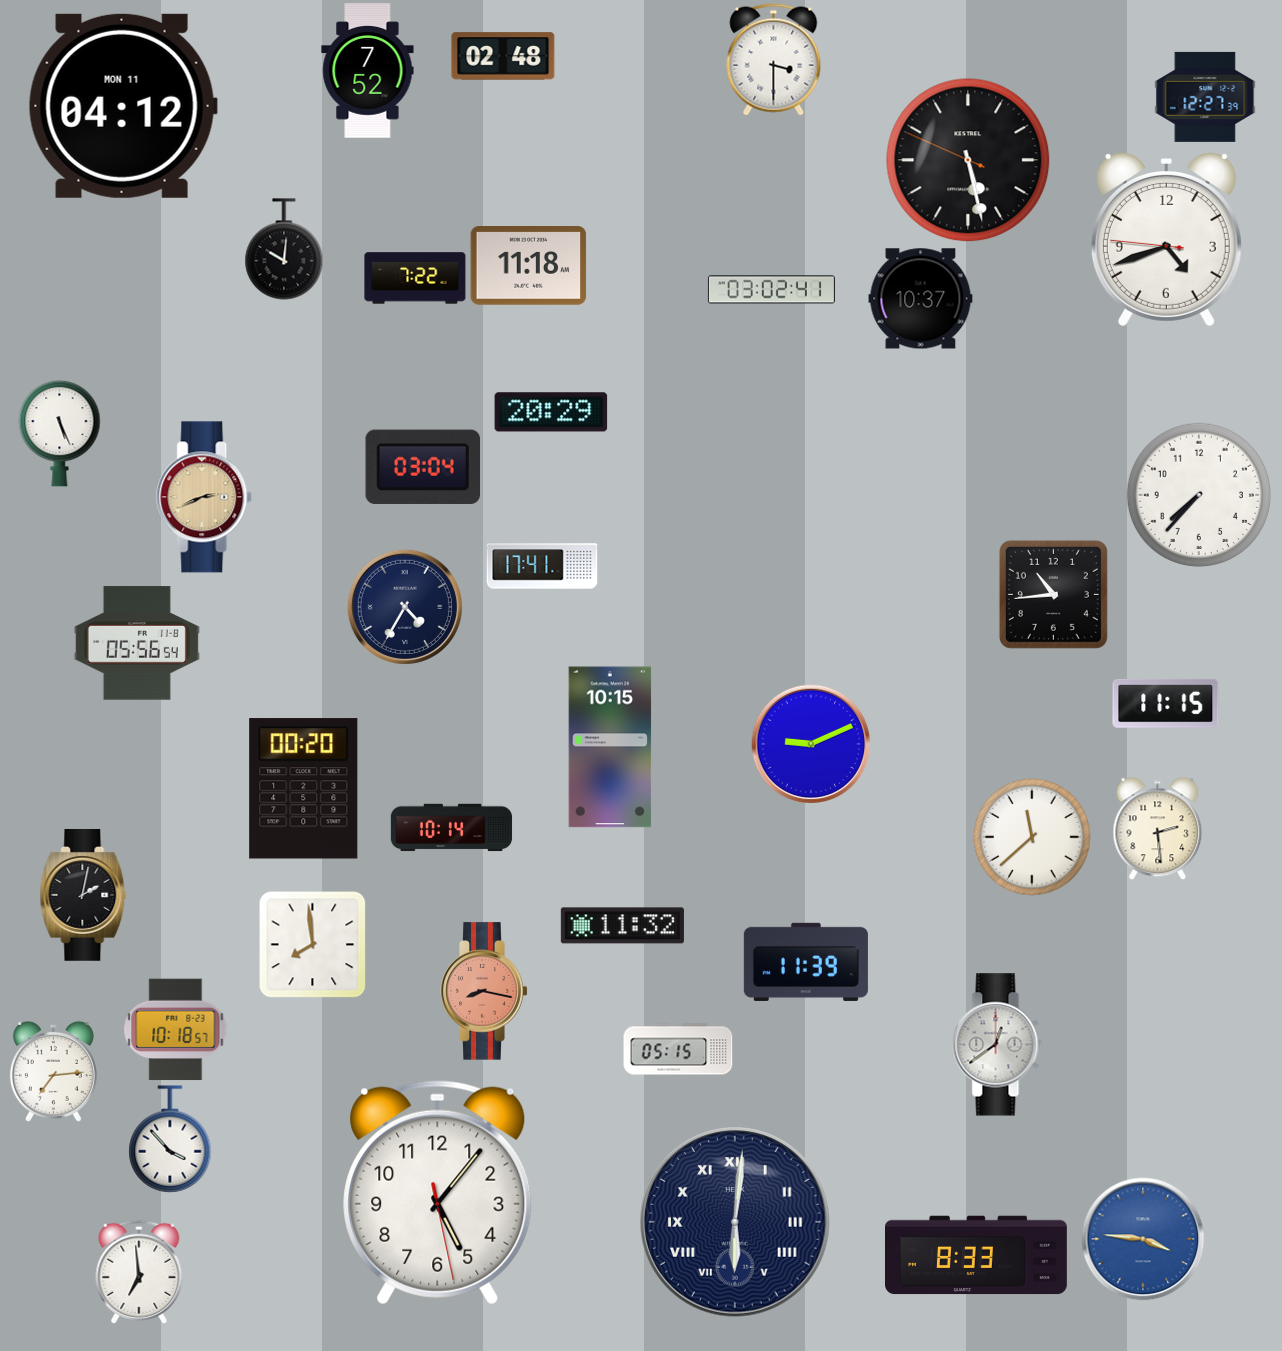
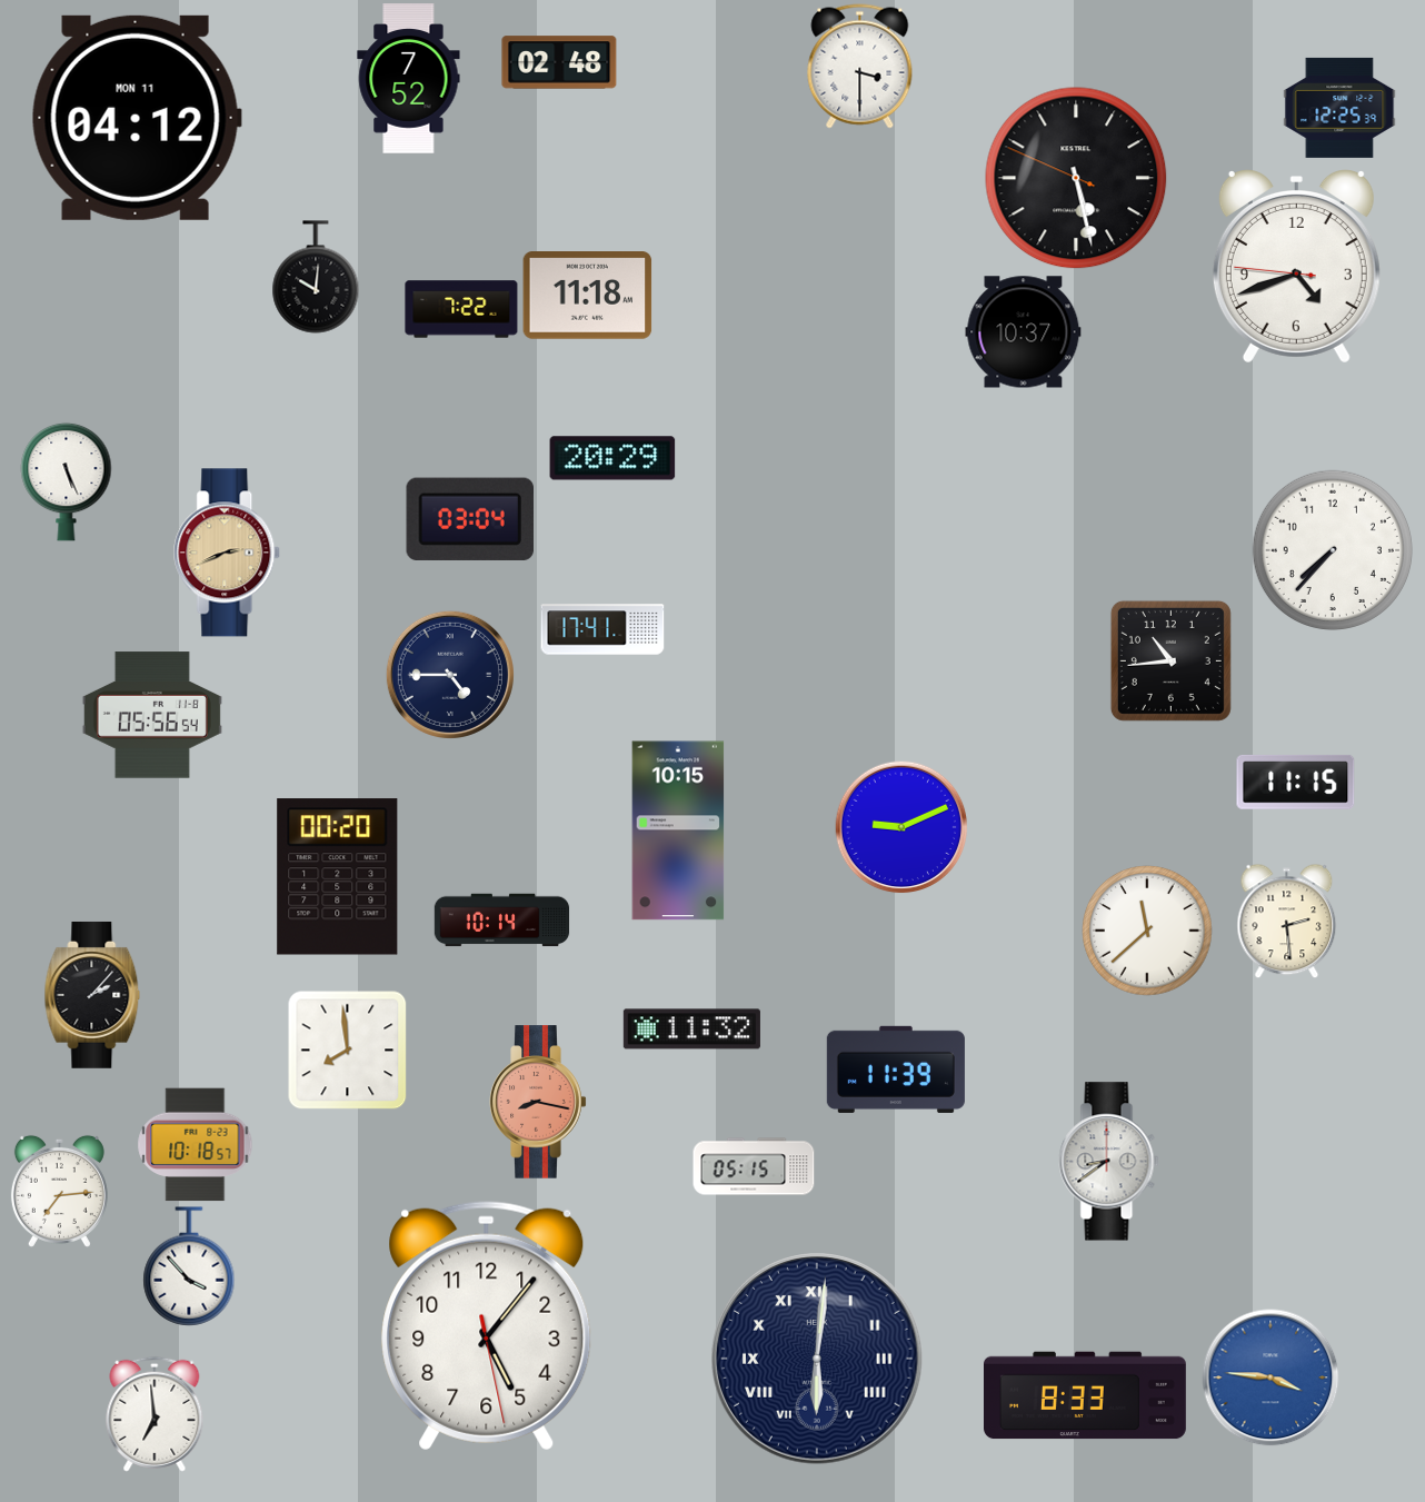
clock at (1205, 97): 12:27 -> 12:25
clock at (771, 290): 03:02 -> none
clock at (405, 607): 4:35 -> 4:45
clock at (83, 895): 2:02 -> 2:07
clock at (998, 1045): 12:39 -> 8:39
